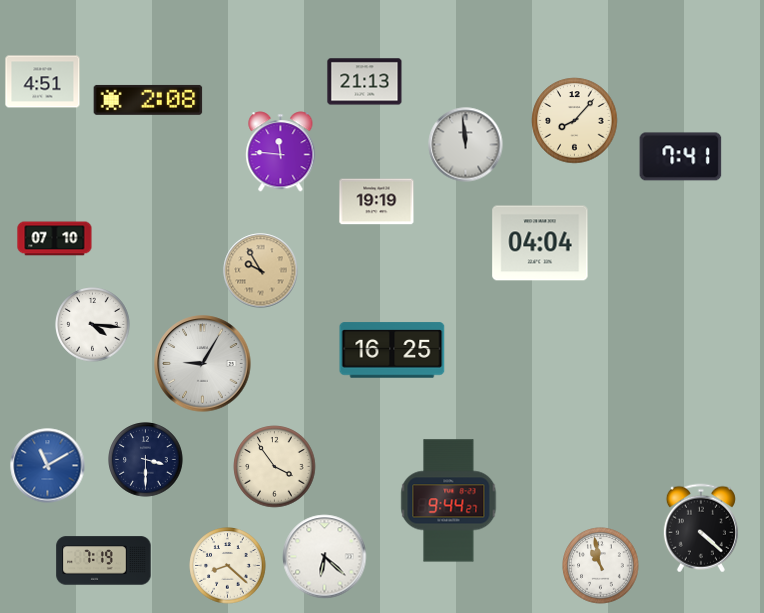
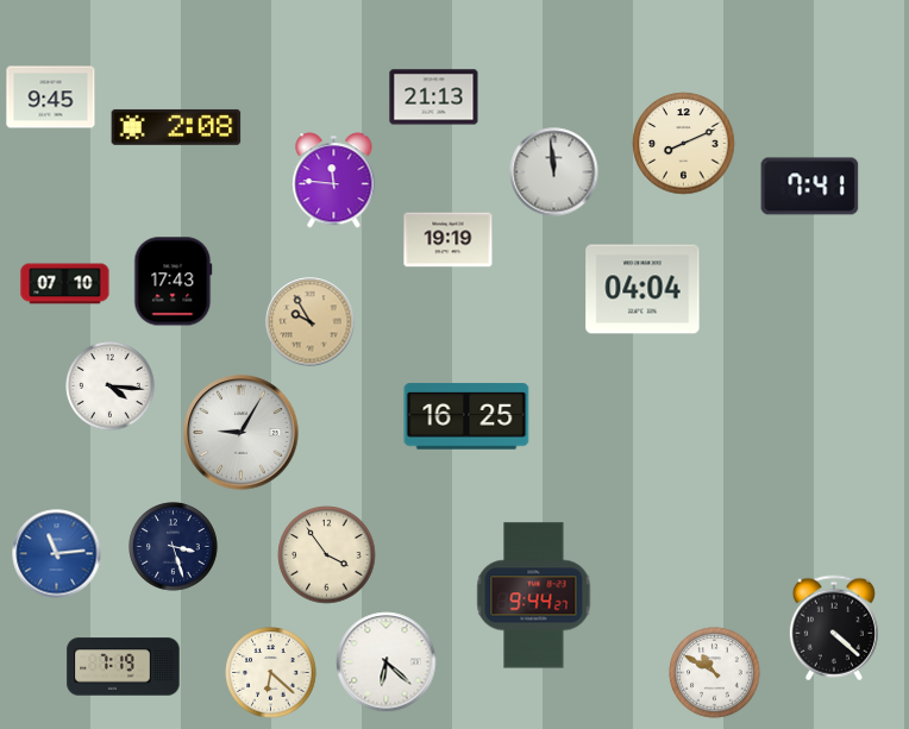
clock at (43, 82): 4:51 -> 9:45
clock at (148, 100) position: (148, 100) -> (176, 127)
clock at (575, 121): 8:07 -> 8:11
clock at (174, 282): none -> 17:43
clock at (146, 460): 3:30 -> 3:27
clock at (48, 466): 11:10 -> 11:14
clock at (228, 566): 8:22 -> 6:22
clock at (601, 566): 10:58 -> 10:50
